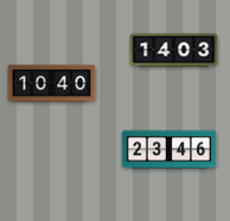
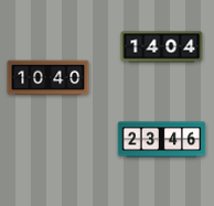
clock at (174, 51): 14:03 -> 14:04
clock at (170, 150) position: (170, 150) -> (162, 140)
